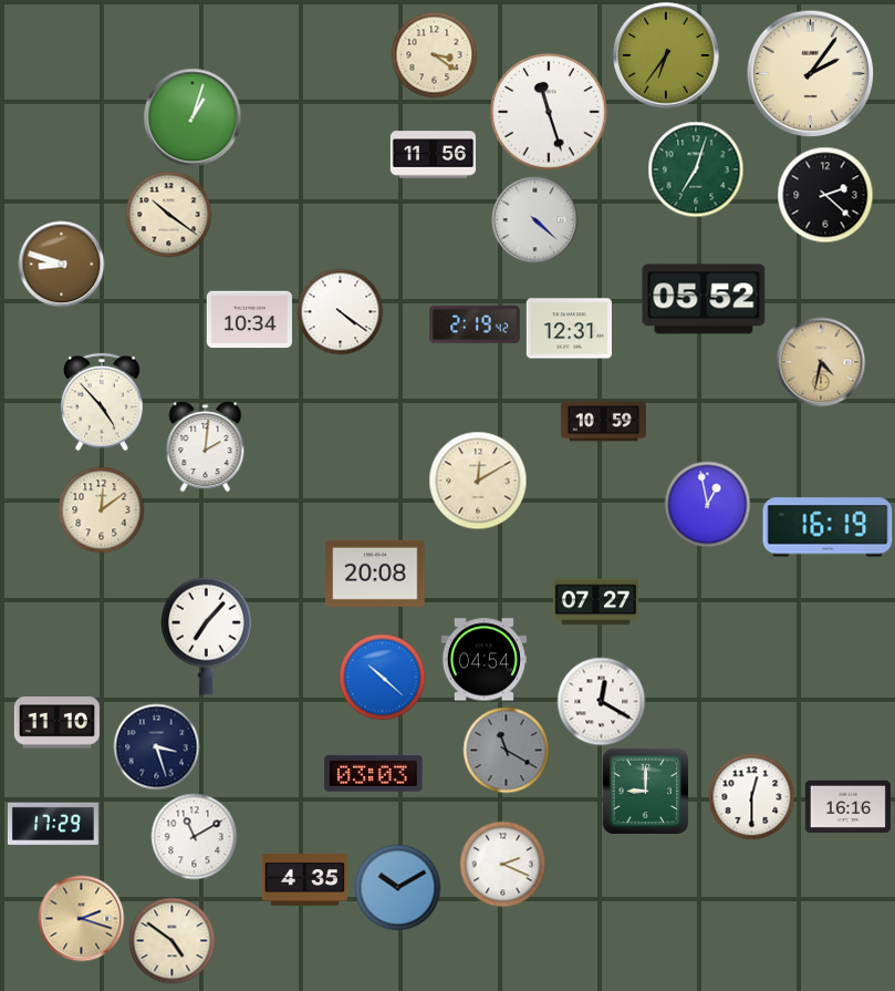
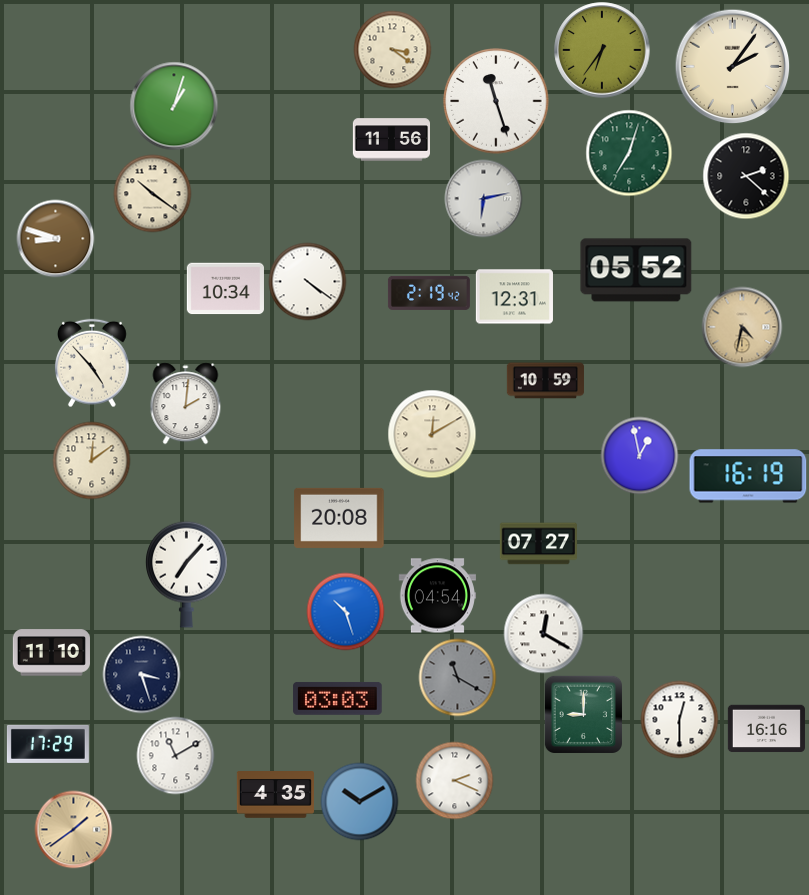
clock at (534, 219): 4:22 -> 6:13
clock at (382, 677): 10:22 -> 10:27
clock at (81, 918): 2:18 -> 1:39
clock at (171, 940): 4:51 -> none
